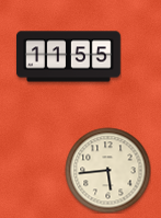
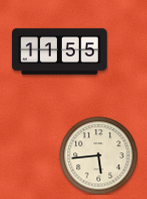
clock at (69, 57) position: (69, 57) -> (60, 52)
